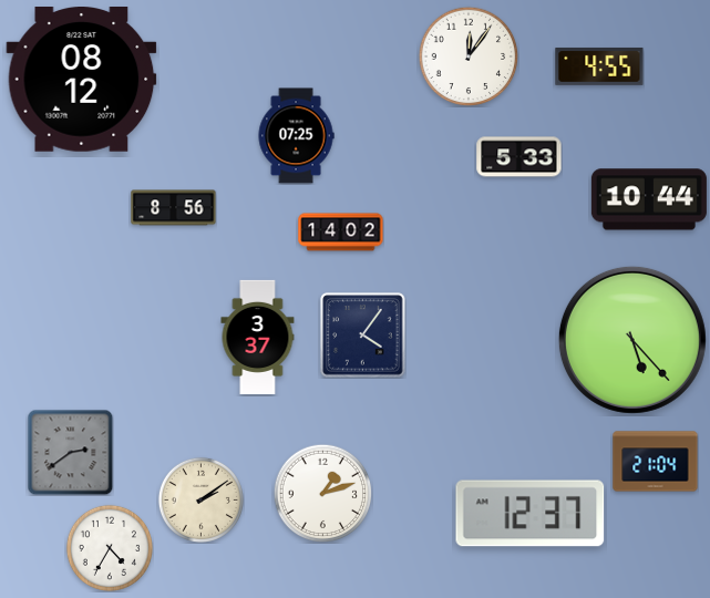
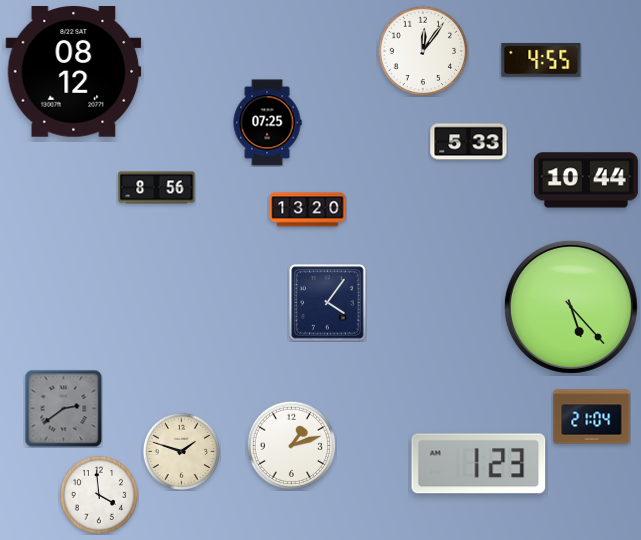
clock at (341, 233): 14:02 -> 13:20
clock at (258, 337): 3:37 -> none
clock at (200, 499): 2:09 -> 1:48
clock at (531, 514): 12:37 -> 1:23
clock at (110, 548): 4:35 -> 3:59
